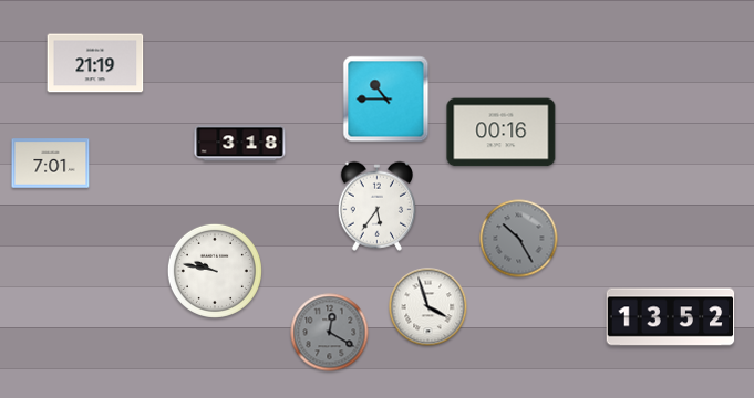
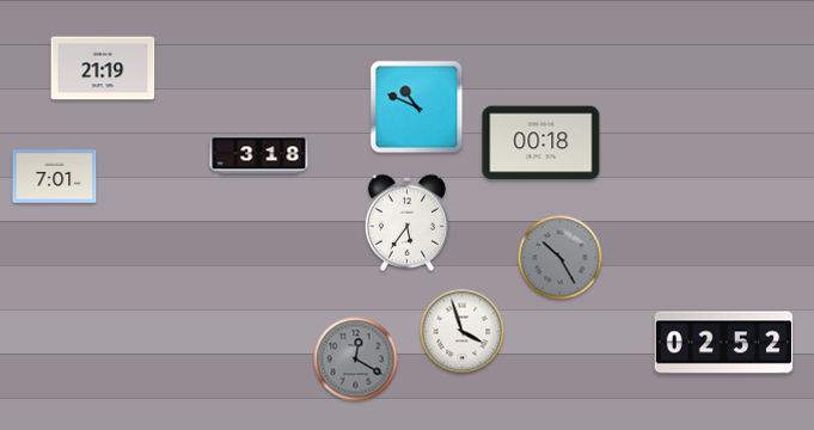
clock at (386, 99): 10:45 -> 10:49
clock at (502, 133): 00:16 -> 00:18
clock at (215, 271): 9:47 -> none
clock at (671, 317): 13:52 -> 02:52
